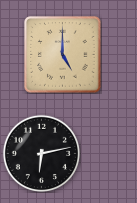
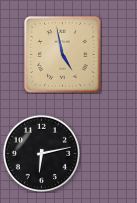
clock at (63, 55): 5:00 -> 4:58
